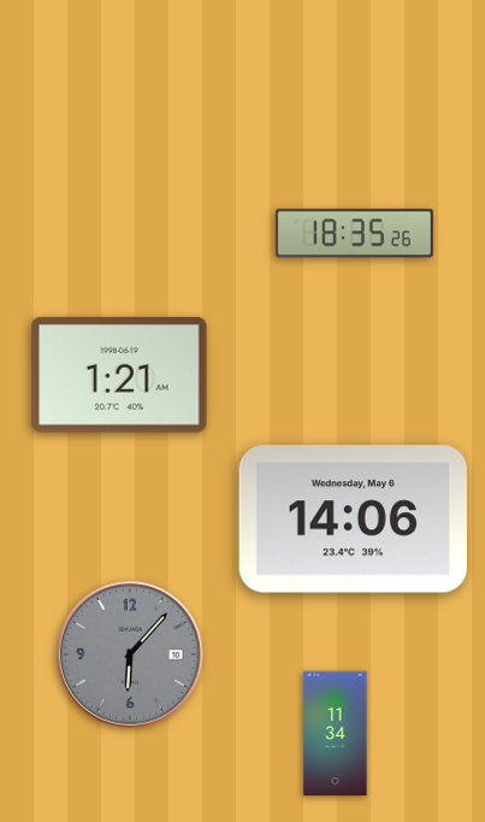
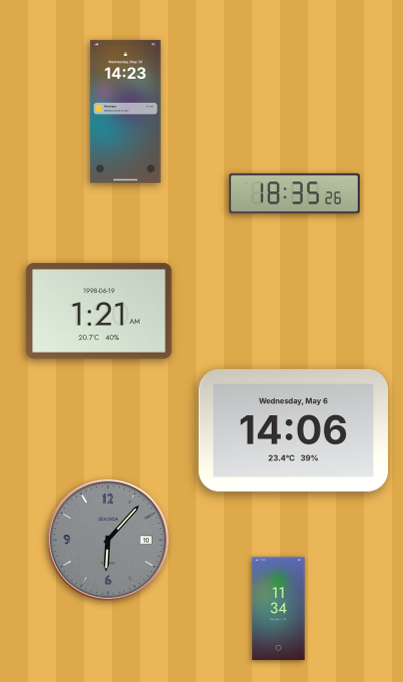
clock at (126, 111): none -> 14:23
clock at (131, 656) position: (131, 656) -> (109, 541)
